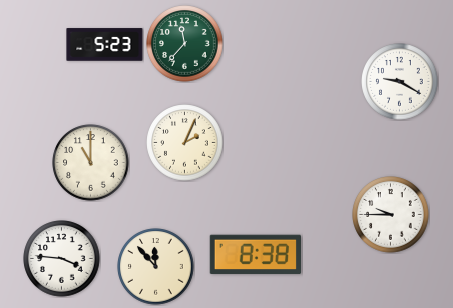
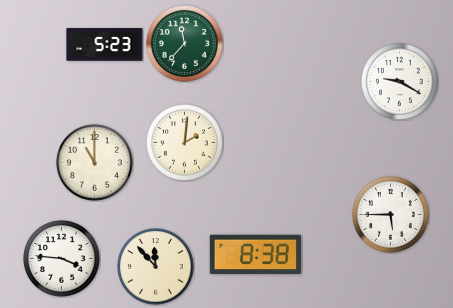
clock at (185, 143): 2:04 -> 2:01
clock at (91, 163) position: (91, 163) -> (95, 163)
clock at (391, 215): 9:45 -> 5:45
